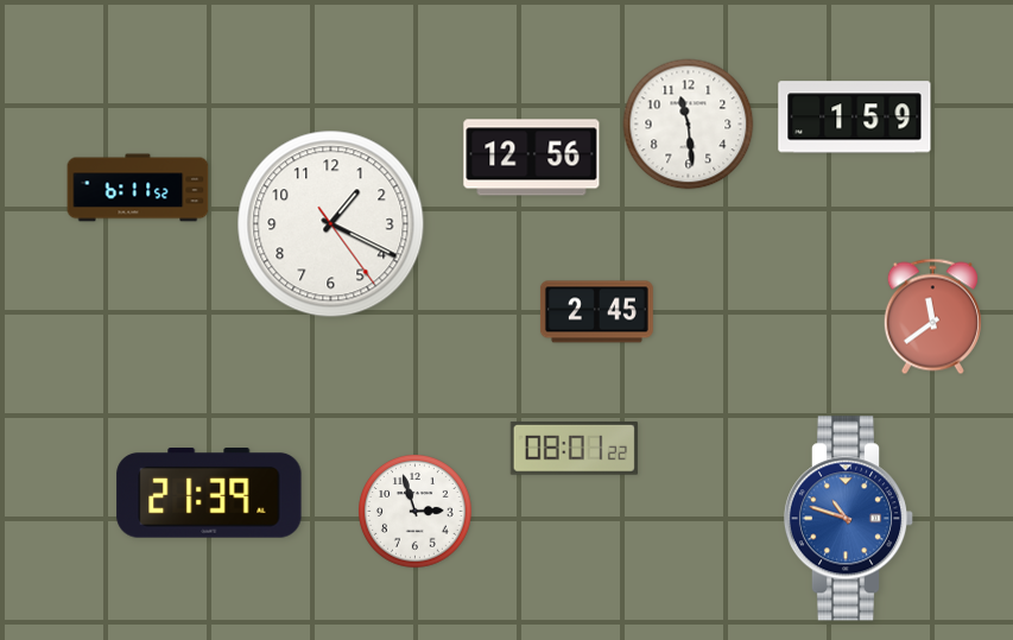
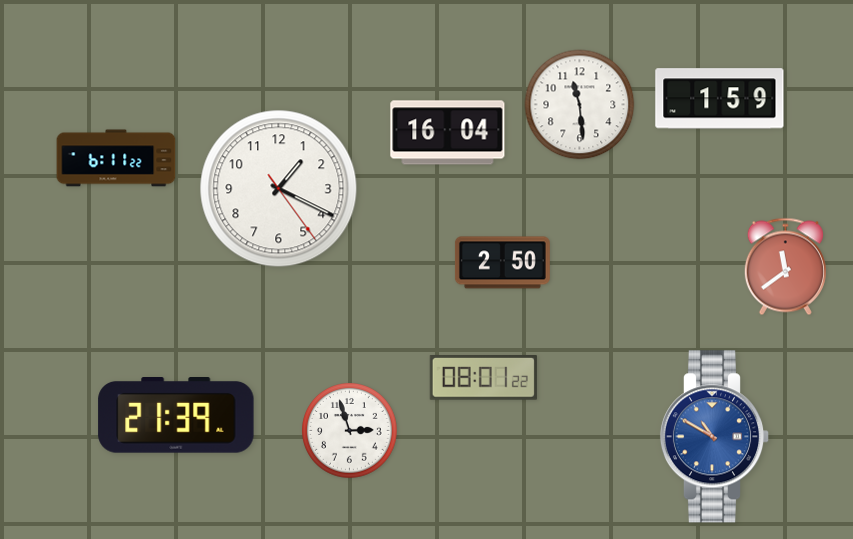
clock at (532, 158): 12:56 -> 16:04
clock at (138, 188): 6:11:52 -> 6:11:22
clock at (596, 312): 2:45 -> 2:50
clock at (849, 519): 10:48 -> 10:50
